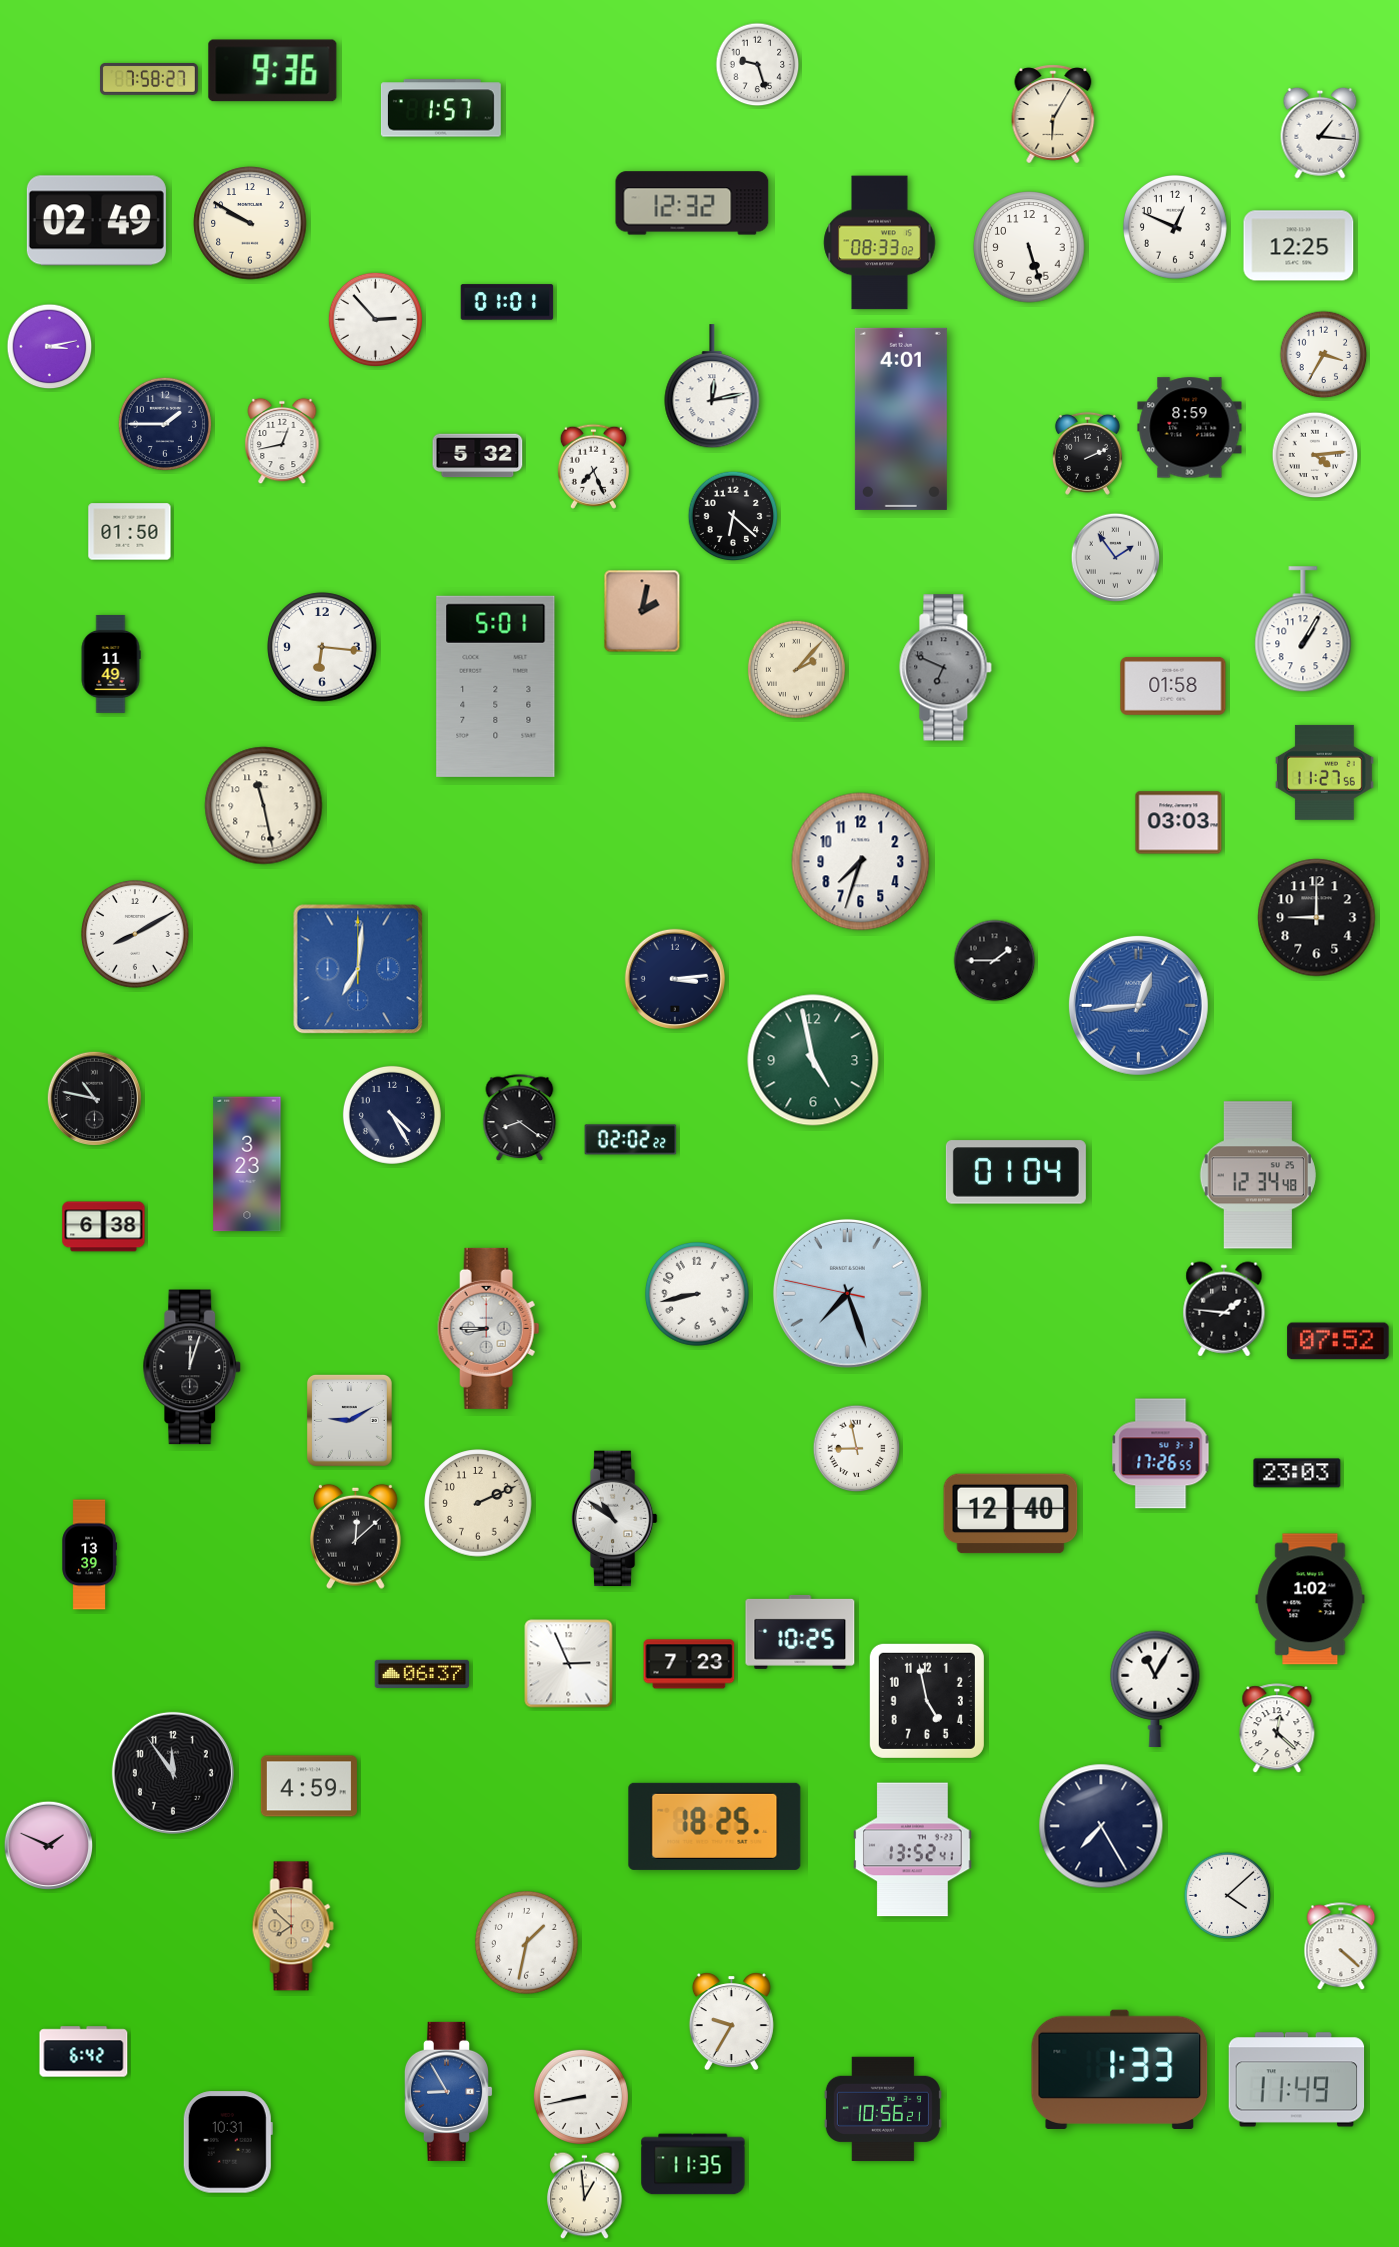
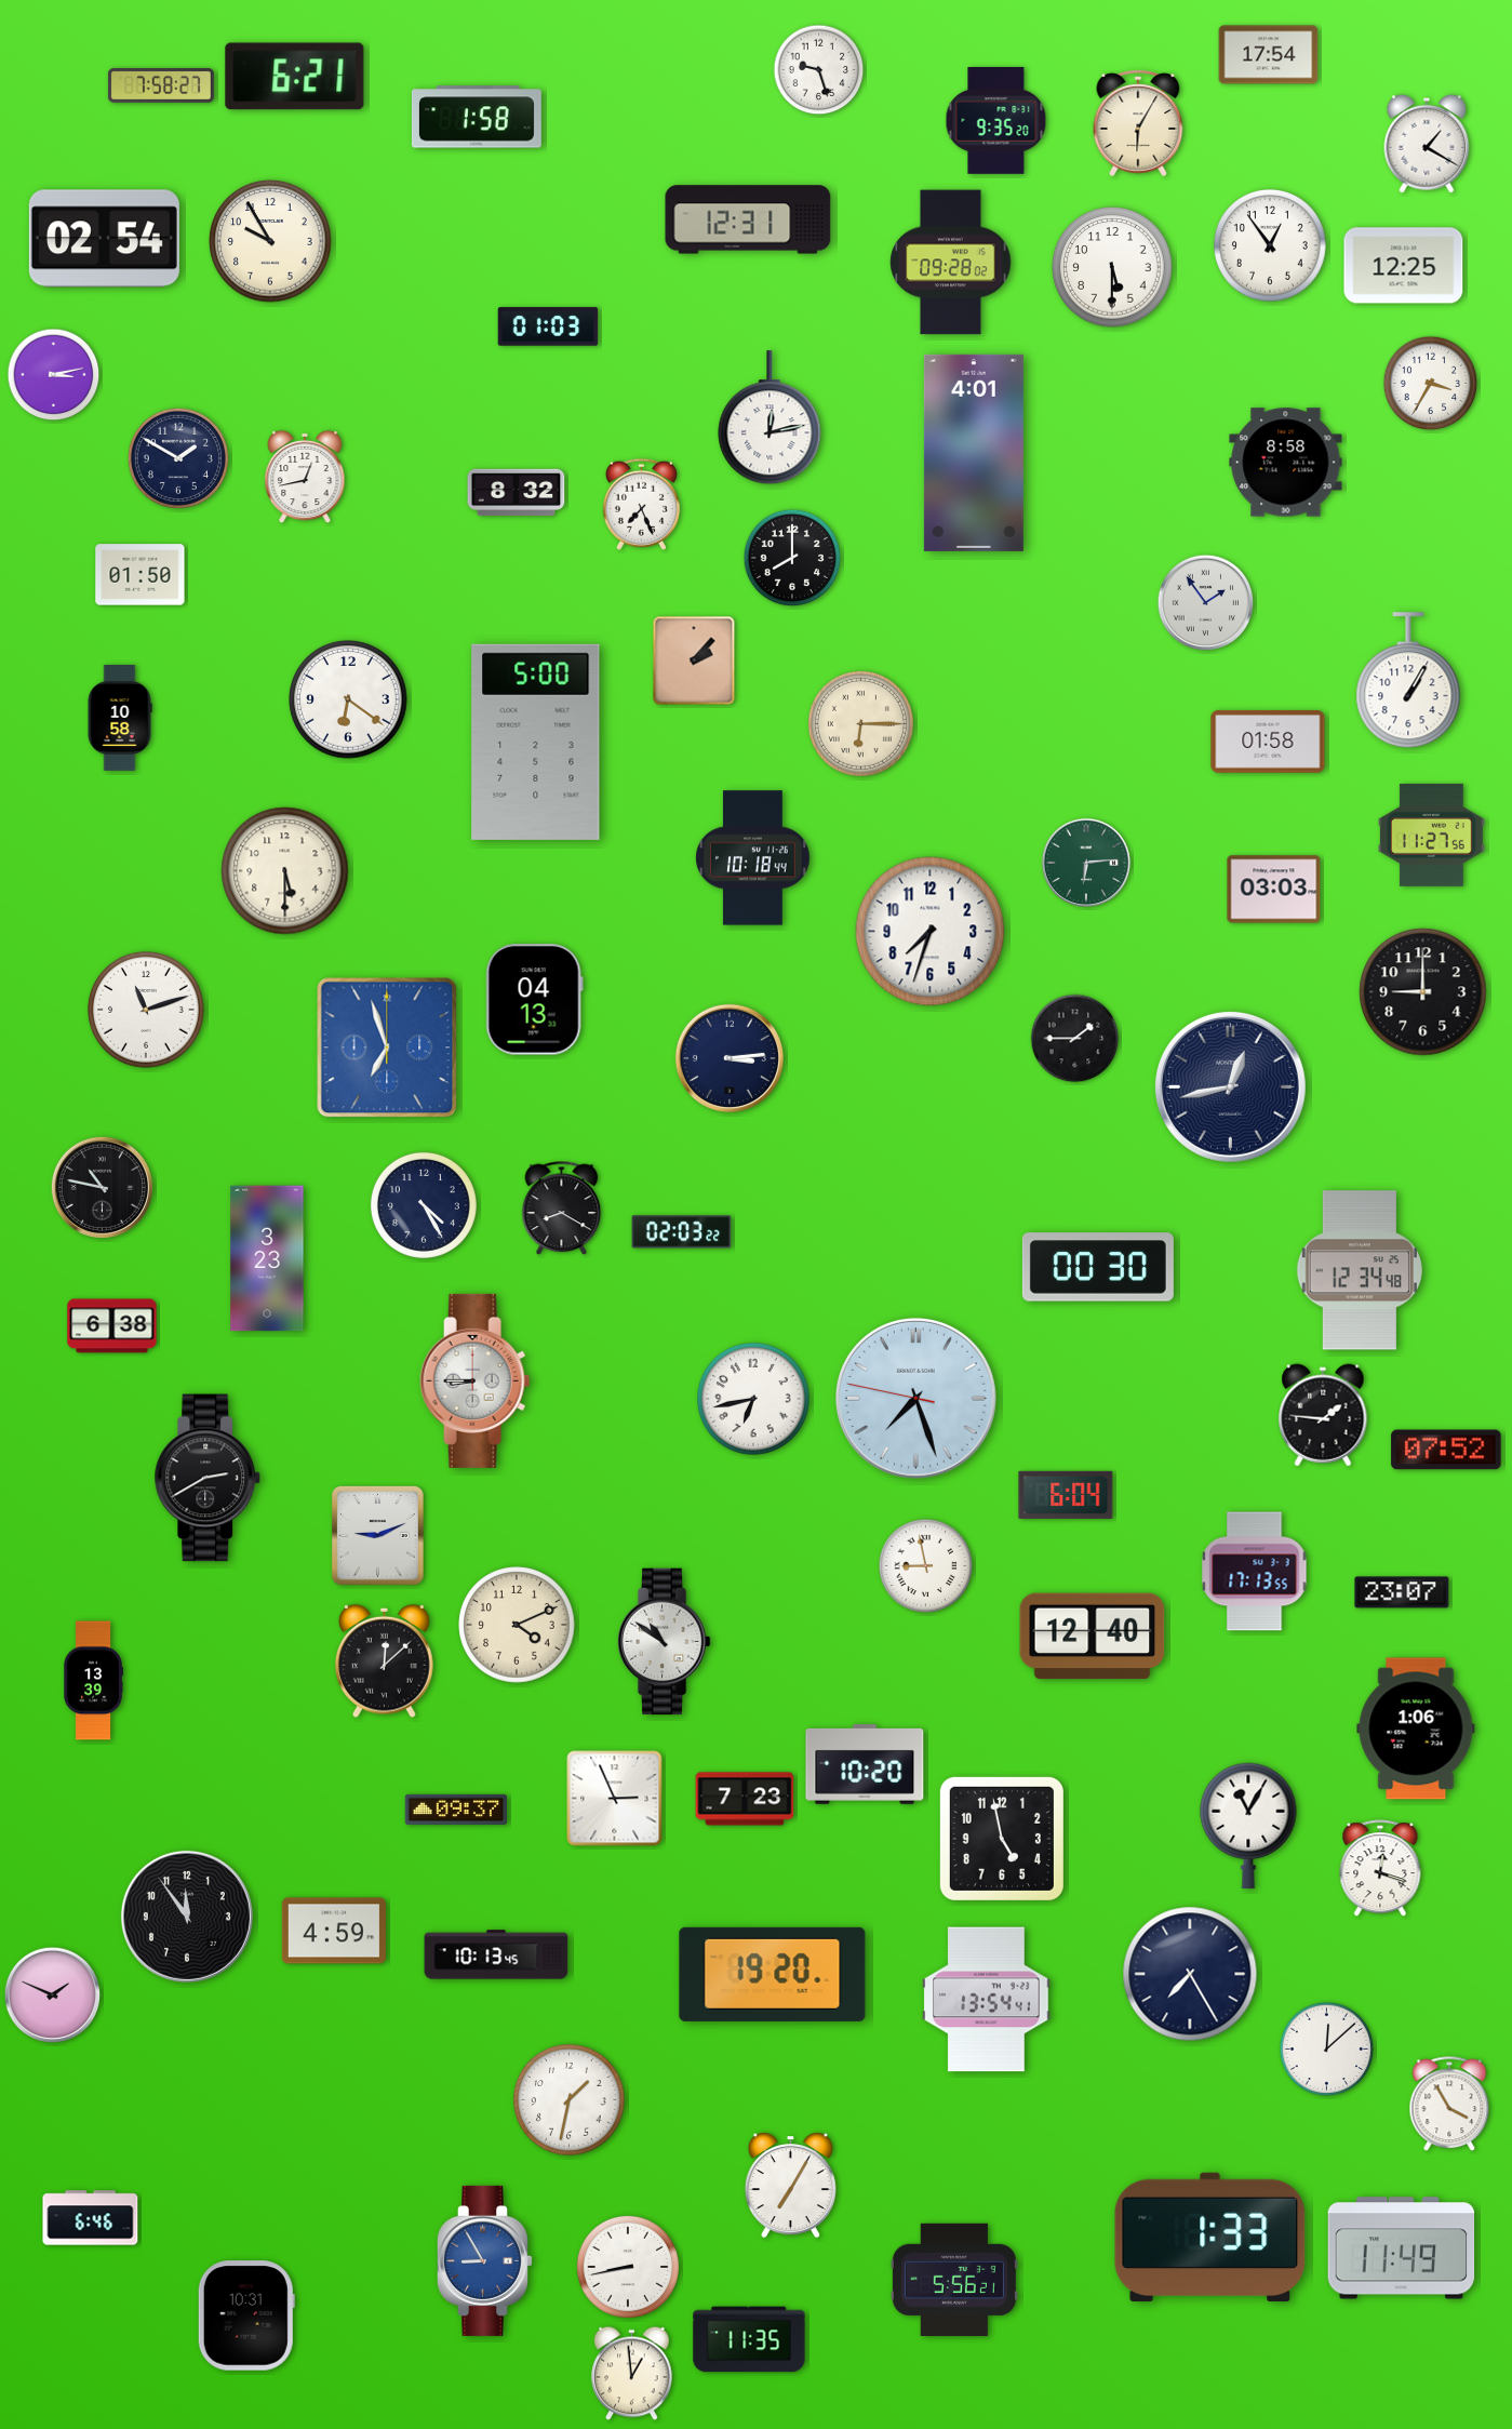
clock at (1269, 55): none -> 17:54
clock at (273, 71): 9:36 -> 6:21
clock at (441, 108): 1:57 -> 1:58
clock at (996, 121): none -> 9:35
clock at (1320, 133): 1:16 -> 1:20
clock at (692, 203): 12:32 -> 12:31
clock at (96, 221): 02:49 -> 02:54
clock at (250, 223): 9:50 -> 9:55
clock at (1176, 228): 12:49 -> 12:54
clock at (880, 243): 08:33 -> 09:28
clock at (1029, 247): 5:27 -> 5:30
clock at (507, 302): 01:01 -> 01:03
clock at (375, 319): 2:53 -> none
clock at (165, 424): 1:45 -> 1:50
clock at (1190, 428): 8:59 -> 8:58
clock at (1087, 453): 2:11 -> none
clock at (1315, 455): 4:14 -> none
clock at (478, 456): 5:32 -> 8:32
clock at (733, 516): 6:22 -> 8:00
clock at (642, 611): 2:02 -> 2:07
clock at (322, 647): 6:16 -> 6:21
clock at (111, 664): 11:49 -> 10:58
clock at (946, 668): 6:49 -> none
clock at (796, 669): 2:07 -> 6:15
clock at (496, 686): 5:01 -> 5:00
clock at (753, 858): none -> 10:18
clock at (1086, 863): none -> 6:14
clock at (264, 806): 11:28 -> 5:30
clock at (534, 1000): none -> 04:13
clock at (135, 934): 8:10 -> 11:12
clock at (358, 969): 7:01 -> 6:57
clock at (1138, 1005): 12:44 -> 12:43
clock at (1138, 1005) dial: blue -> navy
clock at (813, 1060): 4:58 -> none
clock at (520, 1118): 8:21 -> 8:20
clock at (631, 1140): 02:02 -> 02:03
clock at (1016, 1172): 01:04 -> 00:30
clock at (698, 1295): 8:43 -> 6:43
clock at (489, 1328) position: (489, 1328) -> (476, 1380)
clock at (192, 1367): 12:03 -> 2:40
clock at (1066, 1495): none -> 6:04
clock at (349, 1420): 9:10 -> 9:11
clock at (1161, 1454): 17:26 -> 17:13
clock at (1297, 1473): 23:03 -> 23:07
clock at (478, 1503): 2:11 -> 4:11
clock at (89, 1555) position: (89, 1555) -> (93, 1681)
clock at (1310, 1599): 1:02 -> 1:06
clock at (800, 1632): 10:25 -> 10:20
clock at (421, 1674): 06:37 -> 09:37
clock at (1277, 1729): 12:22 -> 12:18
clock at (496, 1954): none -> 10:13
clock at (715, 1826): 18:25 -> 19:20
clock at (913, 1850): 13:52 -> 13:54
clock at (1228, 1896): 4:08 -> 12:08
clock at (293, 1926): 7:52 -> none
clock at (1341, 1947): 4:22 -> 3:55
clock at (731, 2022): 9:35 -> 7:05
clock at (84, 2052): 6:42 -> 6:46
clock at (883, 2108): 10:56 -> 5:56
